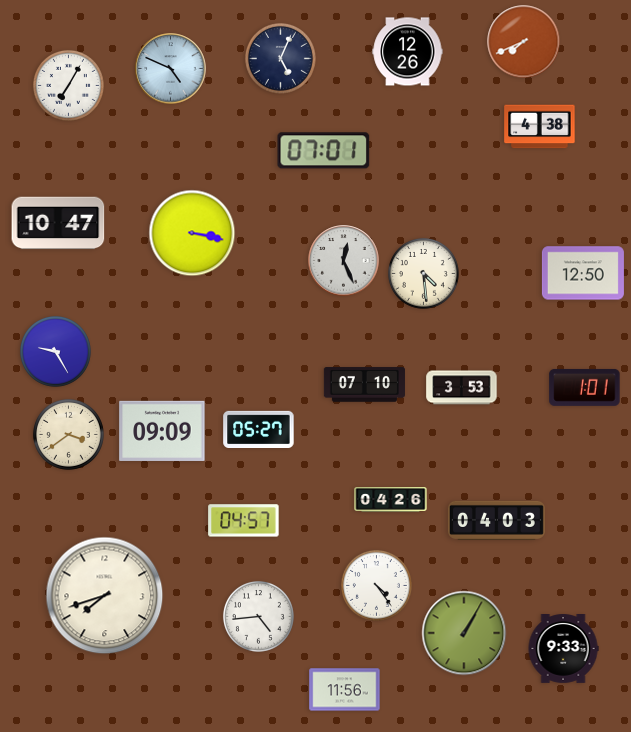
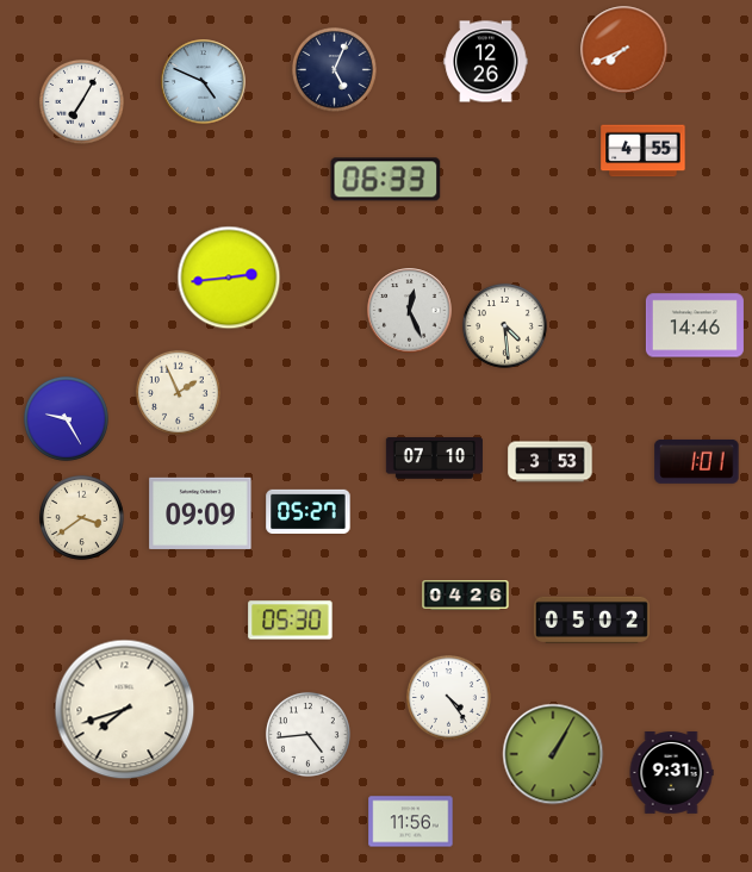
clock at (540, 127): 4:38 -> 4:55
clock at (324, 151): 07:01 -> 06:33
clock at (58, 223): 10:47 -> none
clock at (192, 233): 3:17 -> 2:44
clock at (583, 273): 12:50 -> 14:46
clock at (178, 392): none -> 1:56
clock at (162, 431) position: (162, 431) -> (200, 513)
clock at (496, 520): 04:03 -> 05:02
clock at (244, 521): 04:57 -> 05:30
clock at (563, 649): 9:33 -> 9:31
